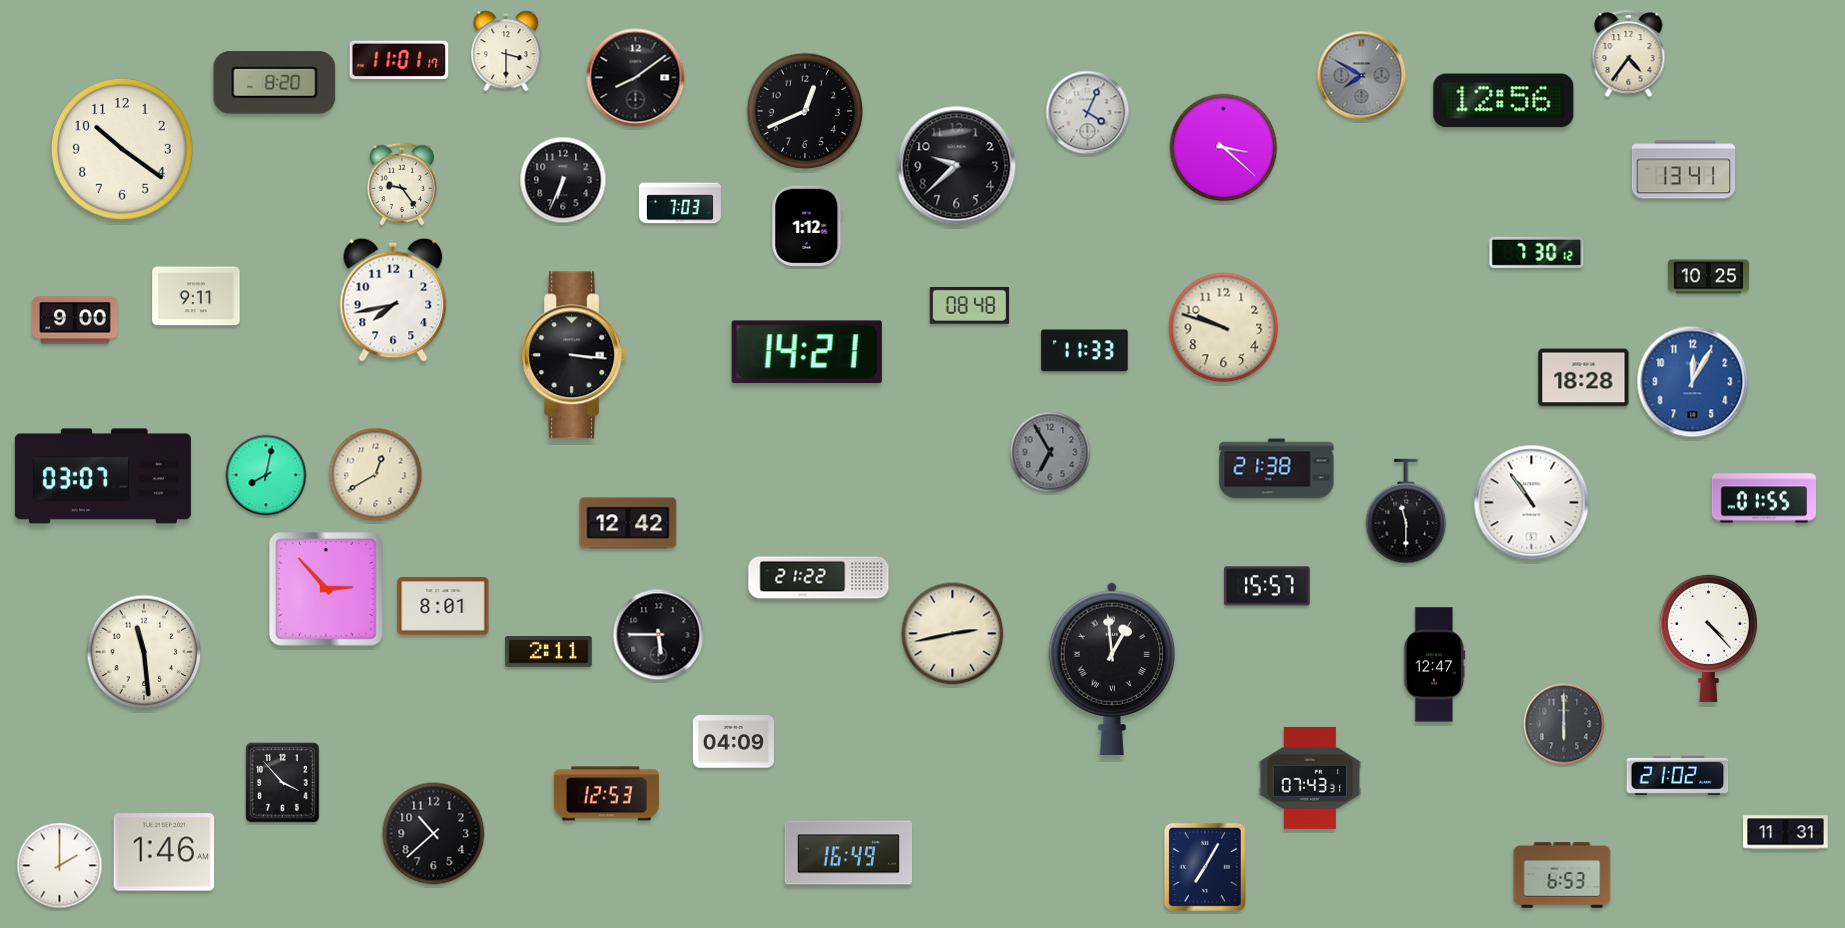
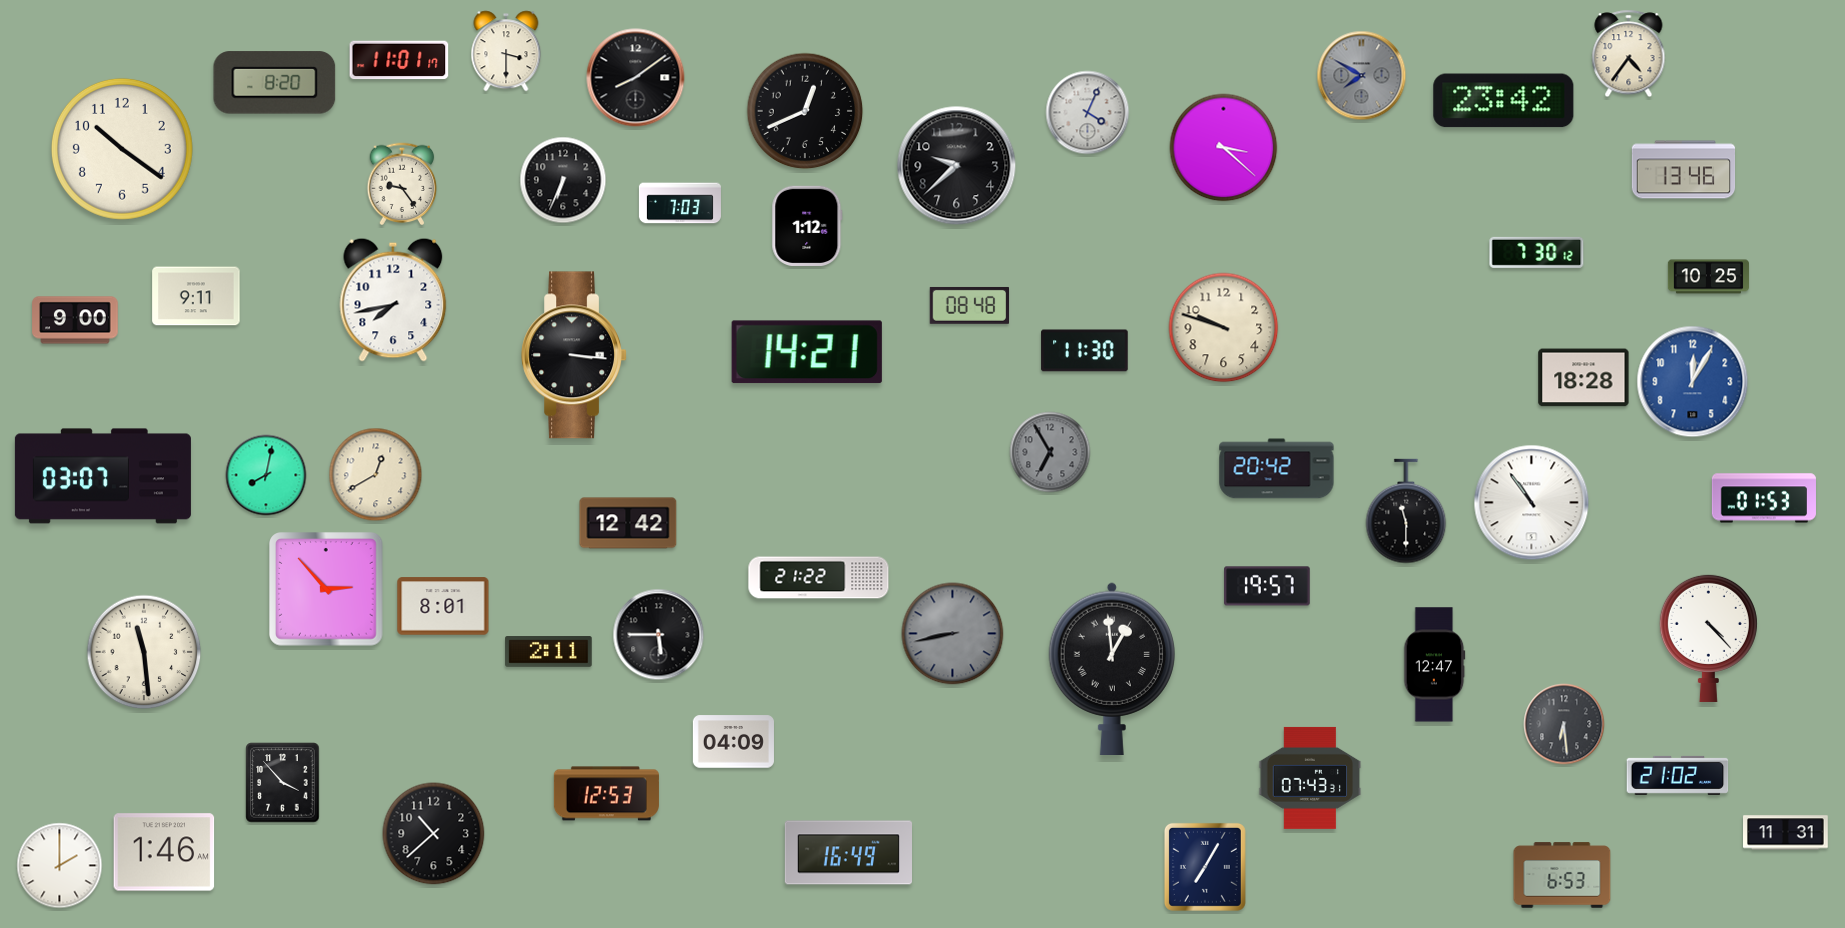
clock at (1504, 101): 12:56 -> 23:42
clock at (1684, 170): 13:41 -> 13:46
clock at (1085, 351): 11:33 -> 11:30
clock at (1277, 469): 21:38 -> 20:42
clock at (1763, 498): 01:55 -> 01:53
clock at (1267, 586): 15:57 -> 19:57
clock at (953, 634): 2:43 -> 8:43
clock at (953, 634) dial: cream -> grey
clock at (1564, 724): 6:00 -> 6:29
